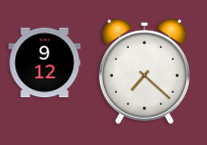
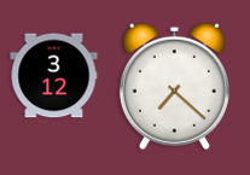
clock at (45, 63): 9:12 -> 3:12
